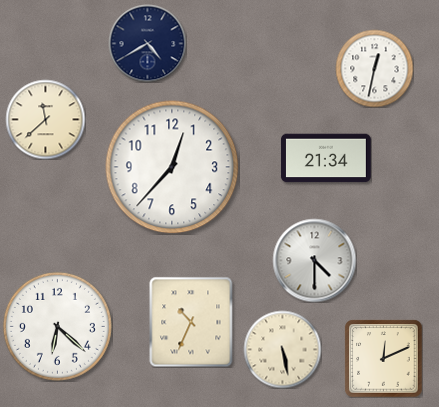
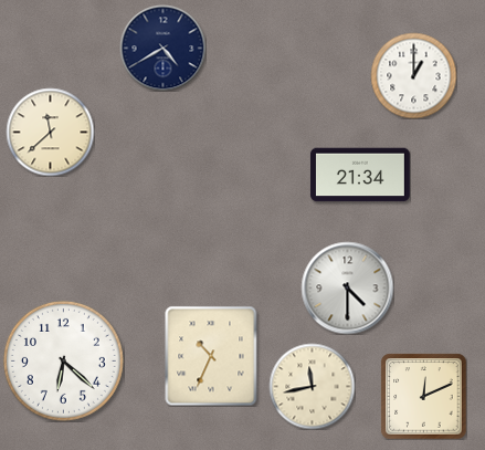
clock at (374, 68): 12:32 -> 1:00
clock at (172, 167): 12:37 -> none
clock at (282, 349): 5:28 -> 11:43
